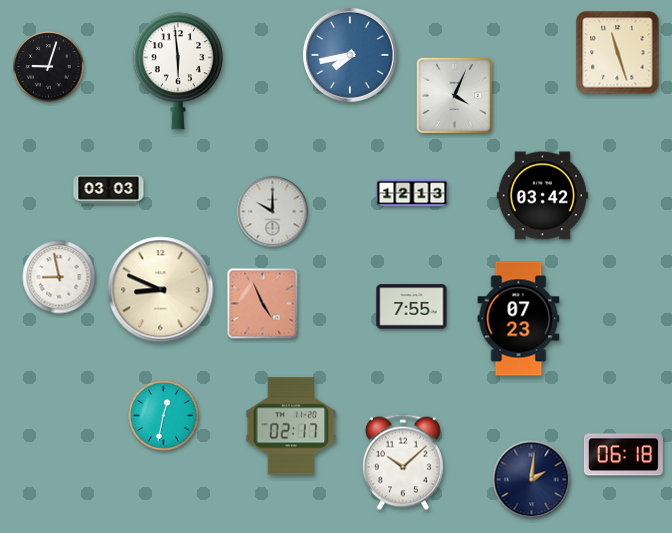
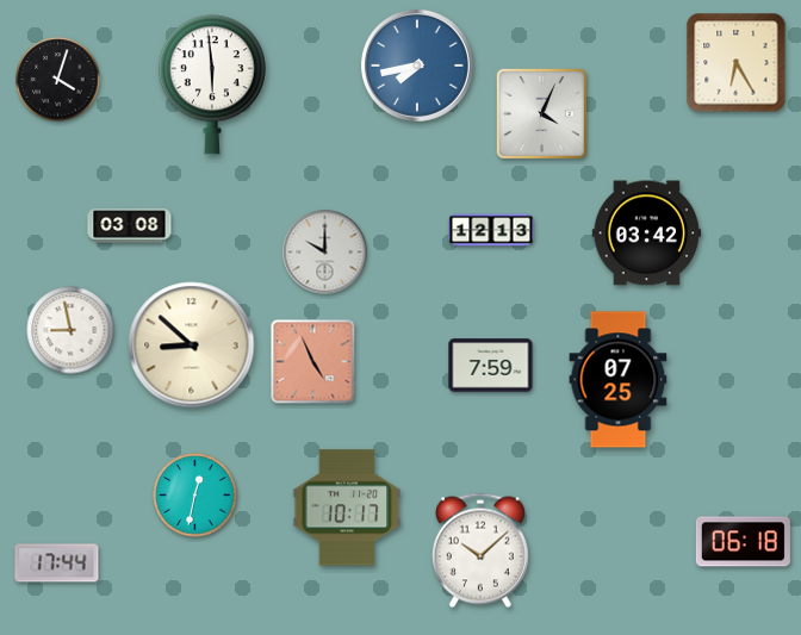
clock at (618, 53): 11:27 -> 6:25
clock at (49, 67): 9:03 -> 4:03
clock at (109, 190): 03:03 -> 03:08
clock at (161, 290): 8:49 -> 8:52
clock at (412, 307): 7:55 -> 7:59
clock at (519, 319): 07:23 -> 07:25
clock at (291, 426): 02:17 -> 10:17
clock at (57, 564): none -> 17:44
clock at (532, 480): 2:01 -> none
